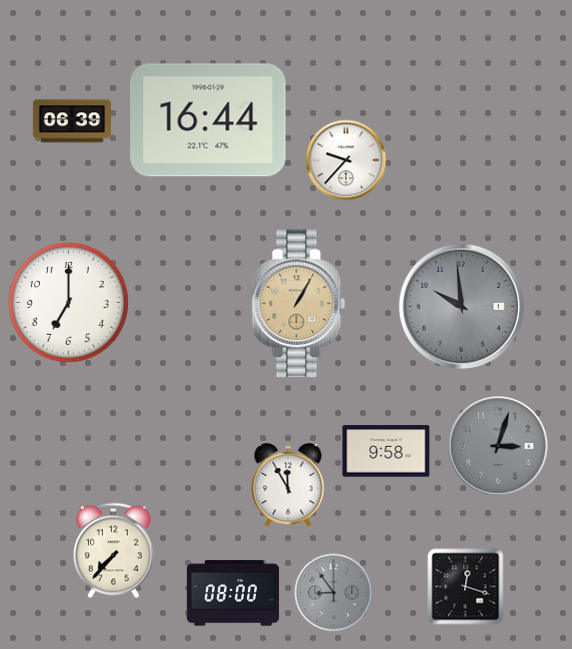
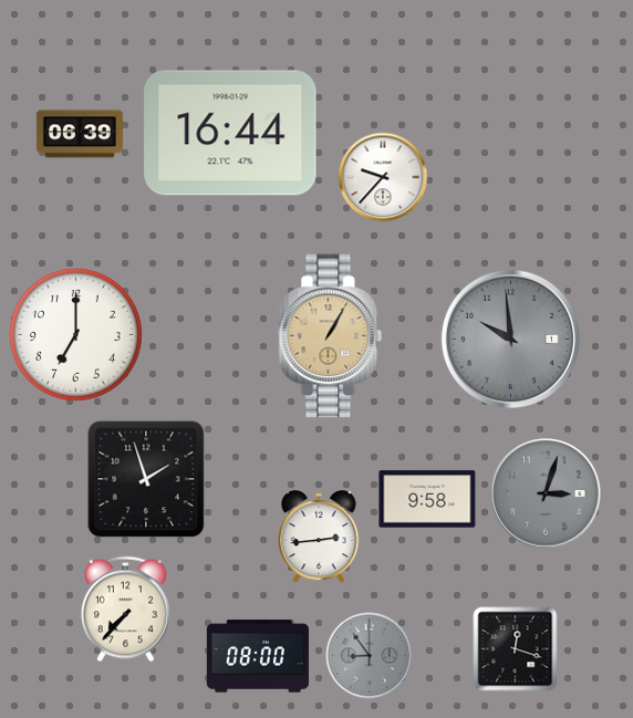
clock at (146, 479): none -> 1:57
clock at (498, 446) position: (498, 446) -> (546, 493)
clock at (288, 486): 11:55 -> 2:44
